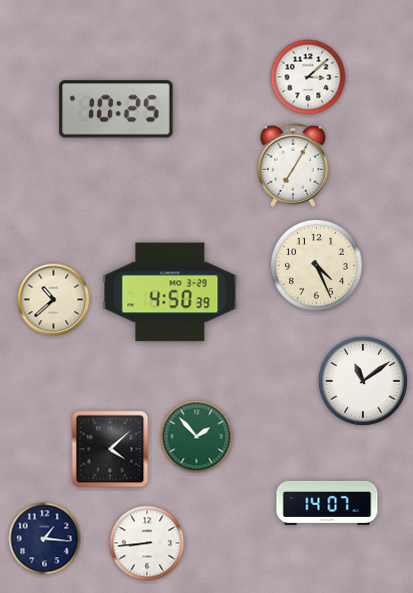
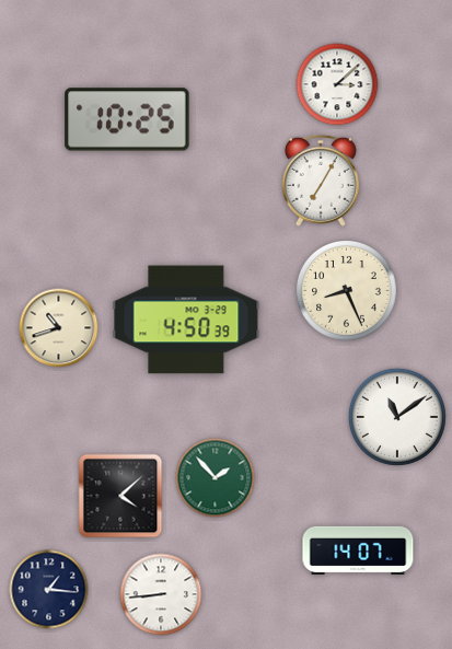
clock at (317, 266): 4:26 -> 8:26
clock at (54, 300): 10:38 -> 10:42
clock at (110, 449) position: (110, 449) -> (120, 496)
